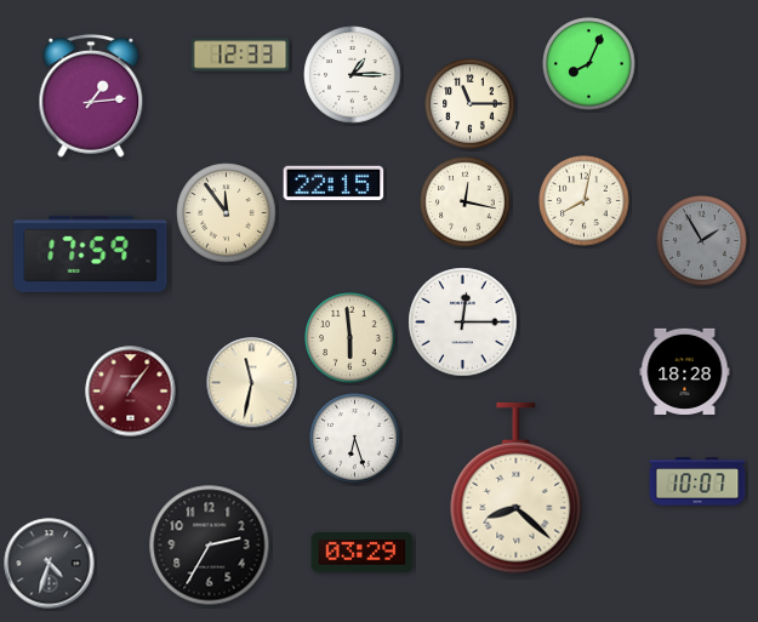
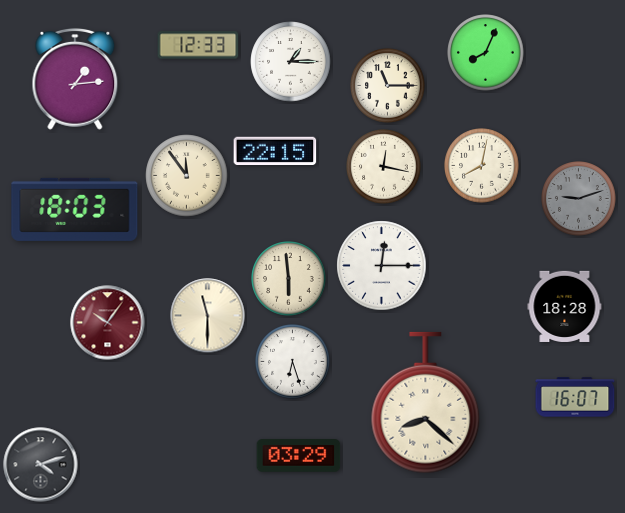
clock at (702, 241): 1:55 -> 9:12
clock at (91, 253): 17:59 -> 18:03
clock at (252, 383): 11:32 -> 11:30
clock at (131, 392): 1:06 -> 10:06
clock at (697, 481): 10:07 -> 16:07
clock at (210, 546): 2:35 -> none
clock at (50, 564): 4:33 -> 4:12
